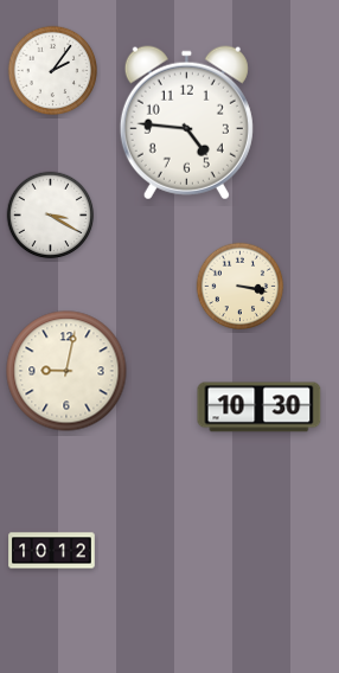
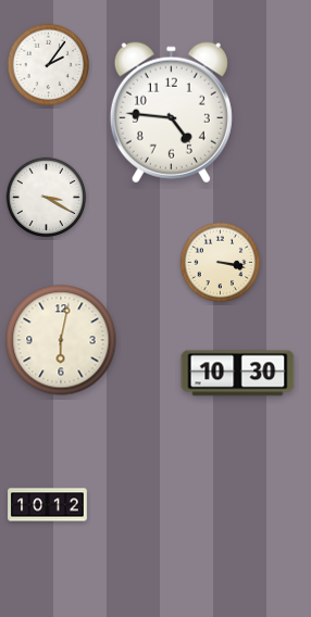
clock at (66, 371): 9:02 -> 6:02
